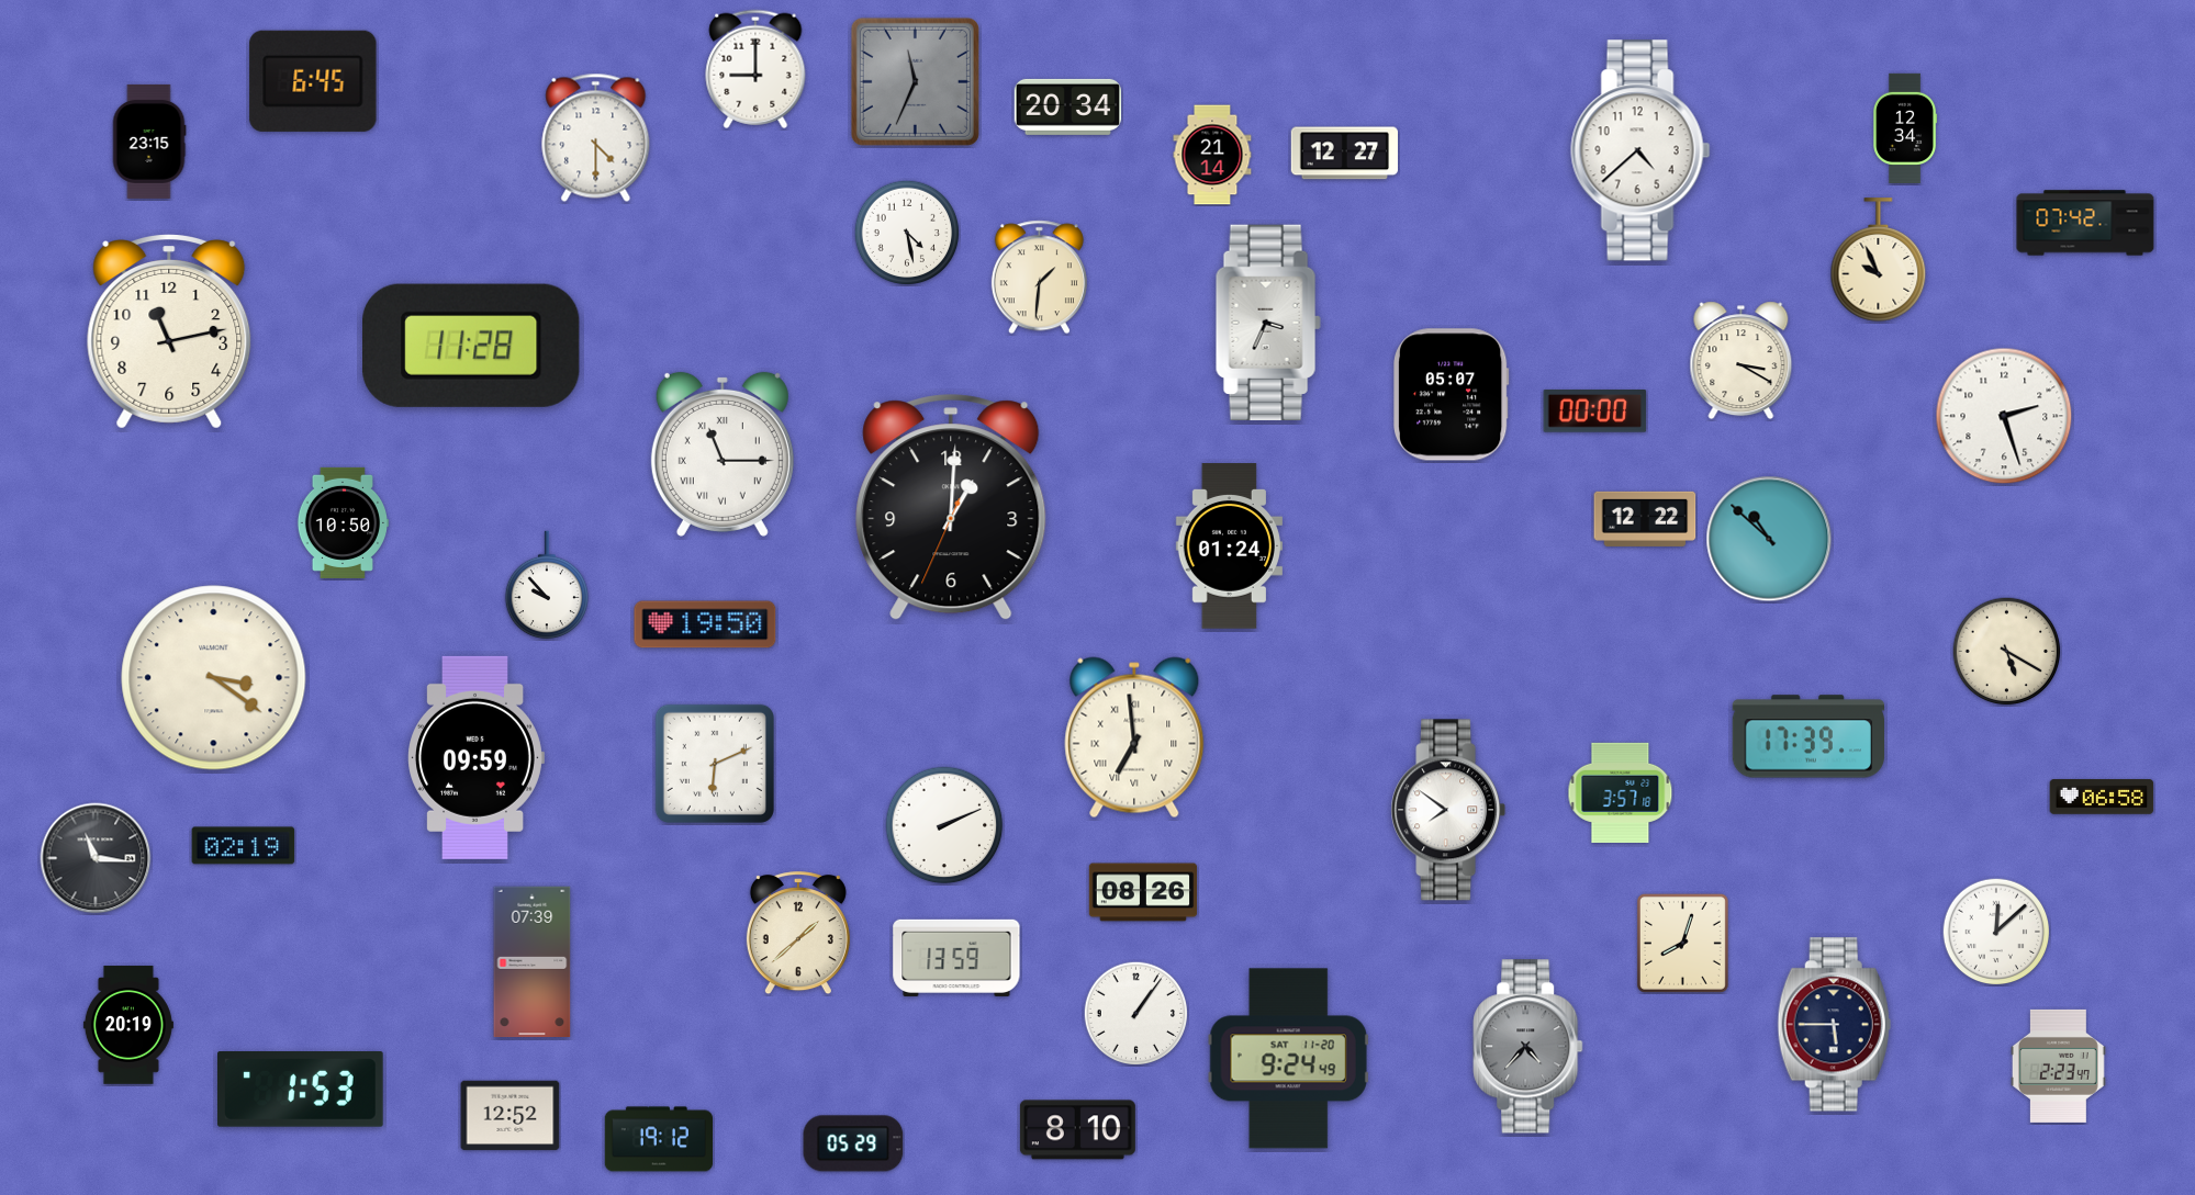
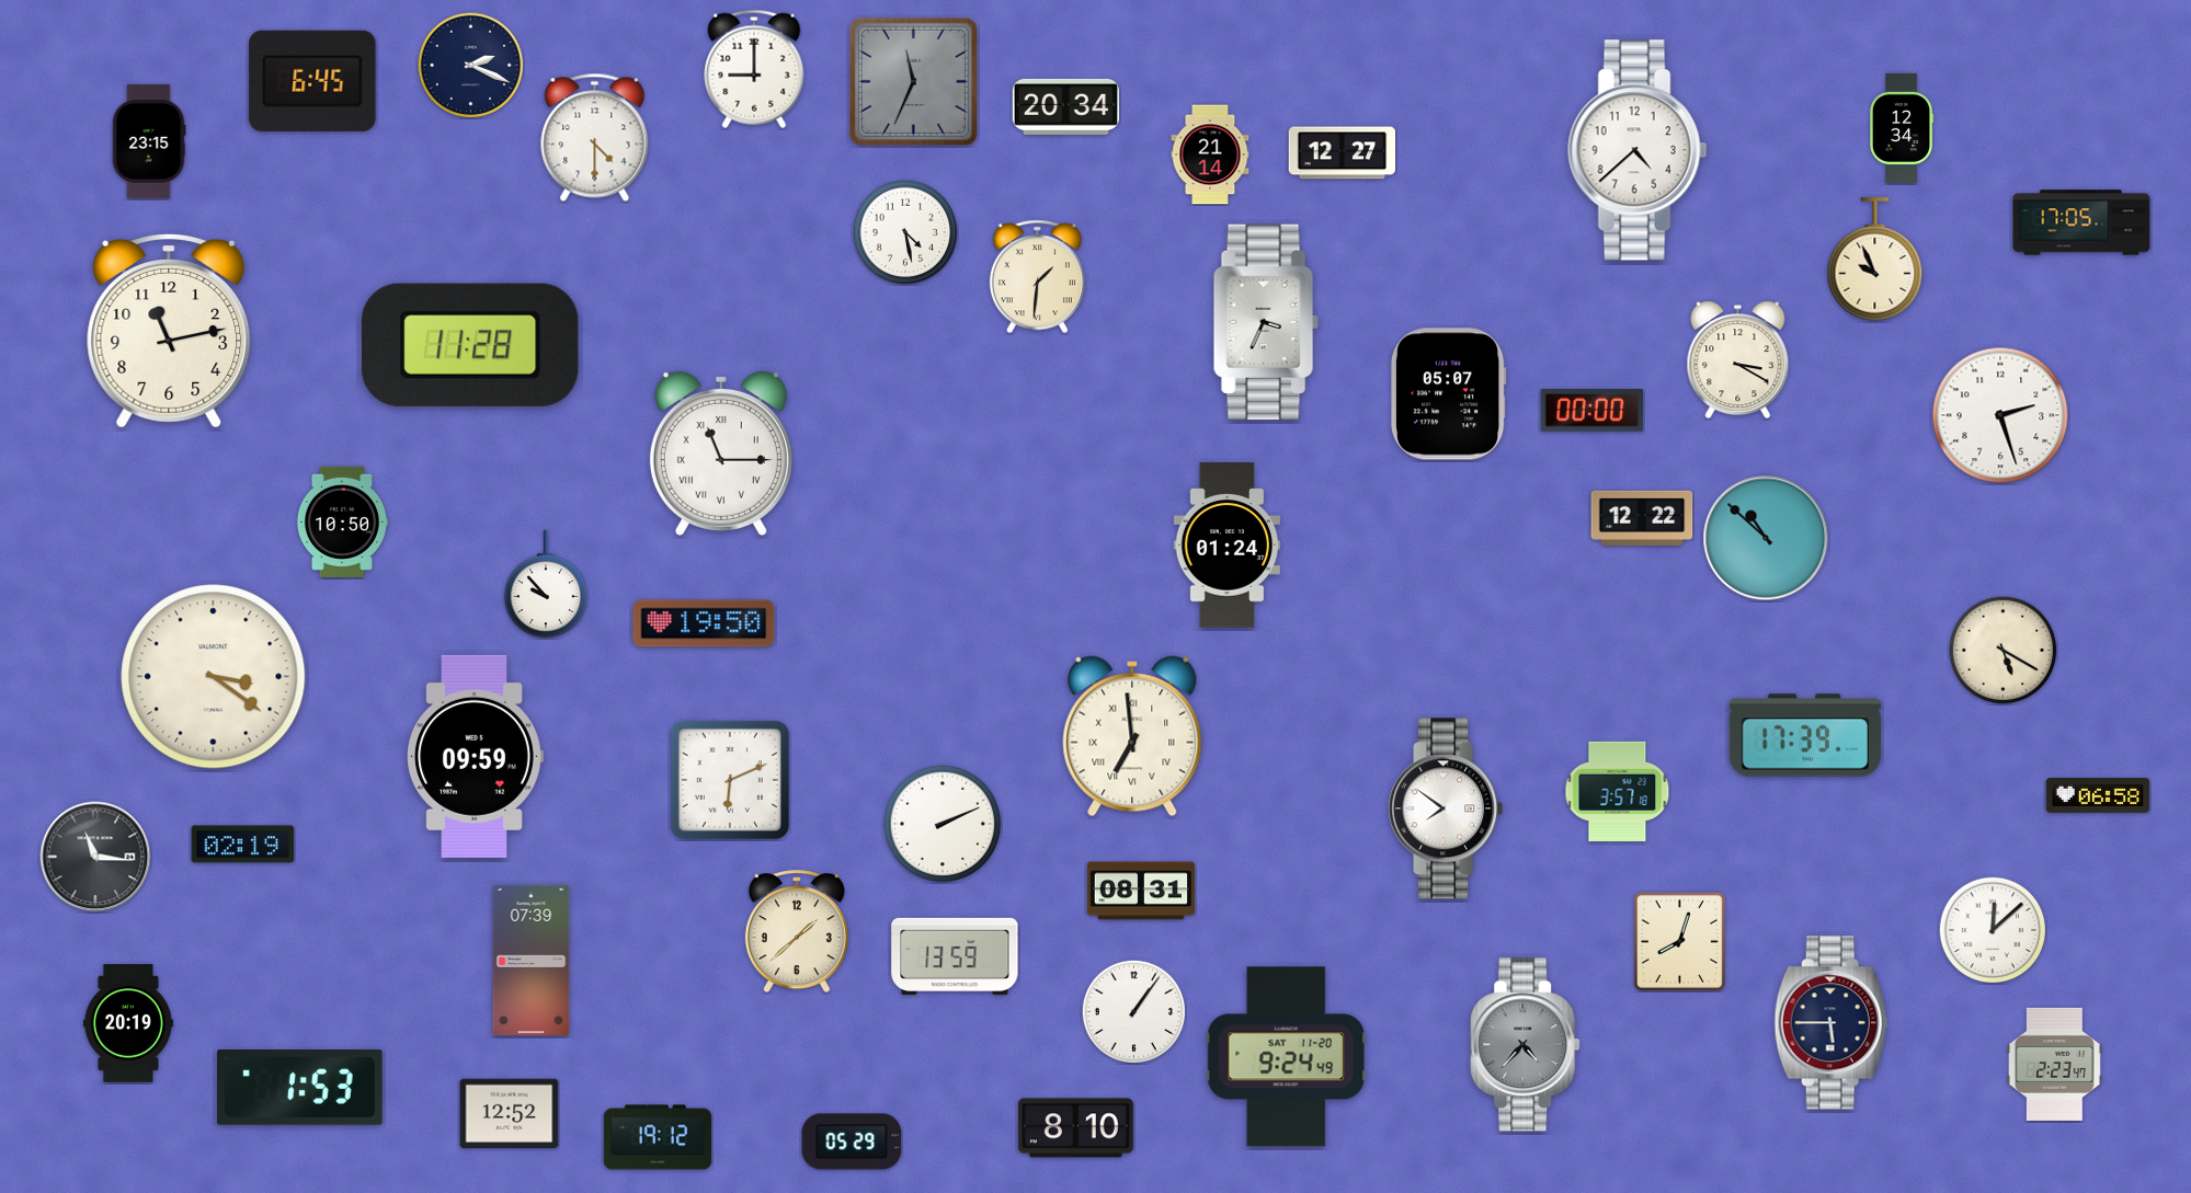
clock at (470, 65): none -> 2:19
clock at (2085, 223): 07:42 -> 17:05
clock at (951, 508): 1:00 -> none
clock at (715, 764) position: (715, 764) -> (730, 780)
clock at (1143, 892): 08:26 -> 08:31
